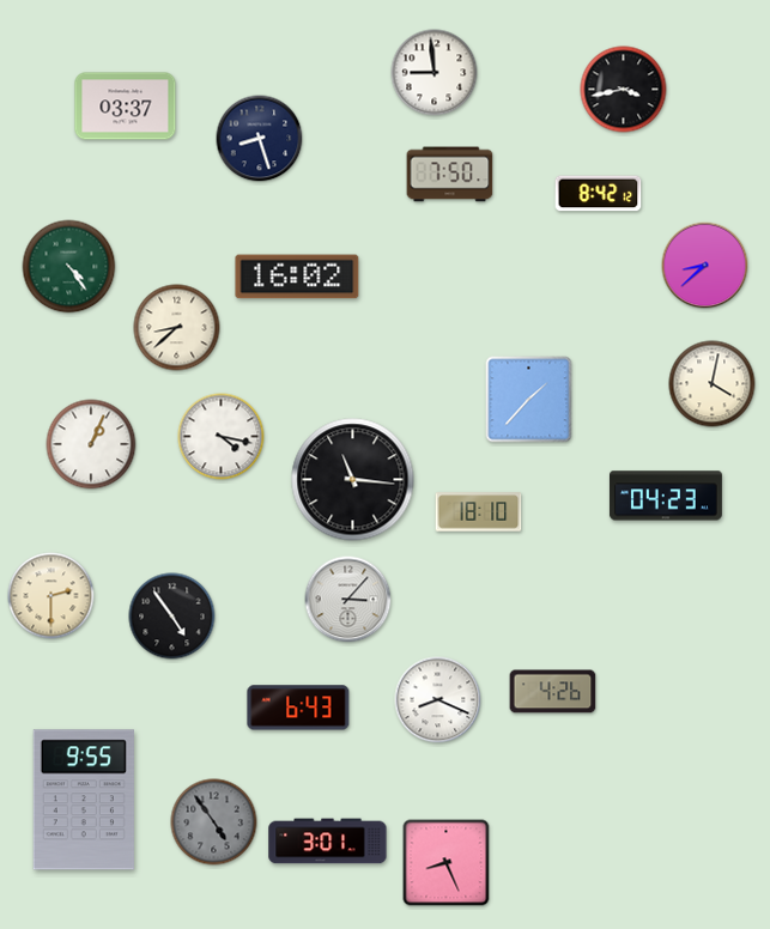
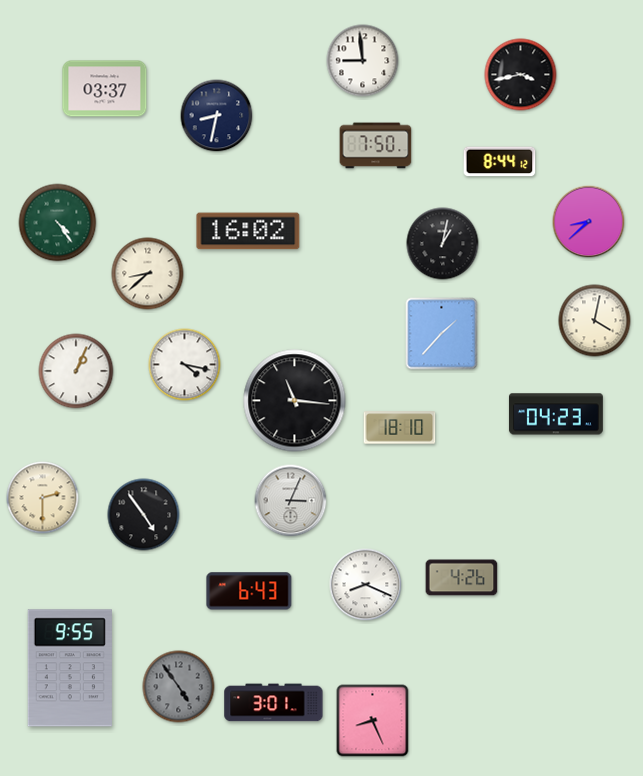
clock at (260, 139): 8:27 -> 8:32
clock at (599, 194): 8:42 -> 8:44
clock at (443, 244): none -> 1:02
clock at (348, 600): 3:07 -> 3:04
